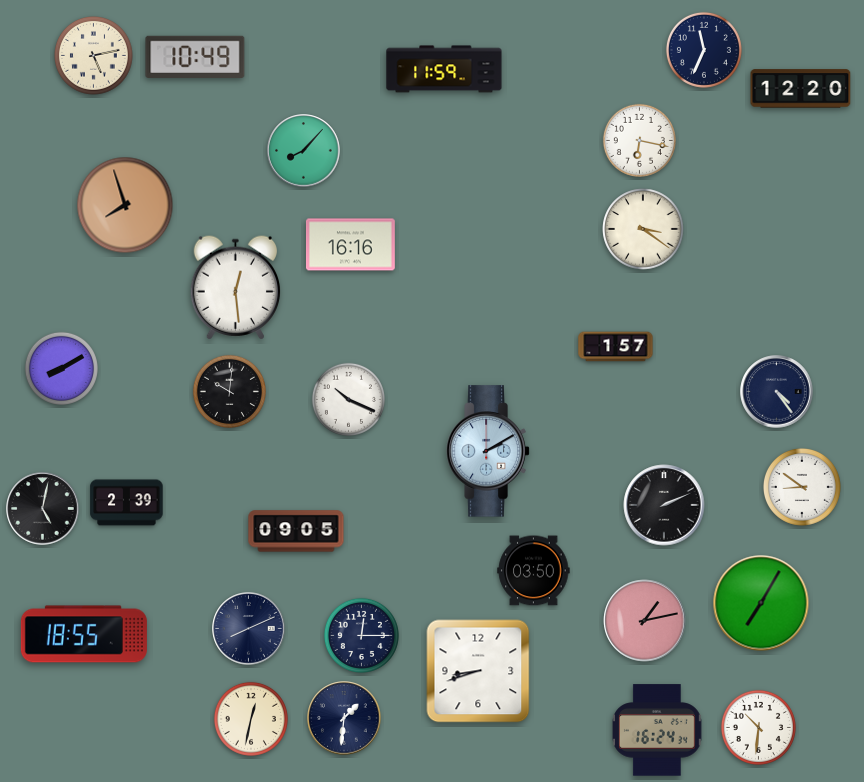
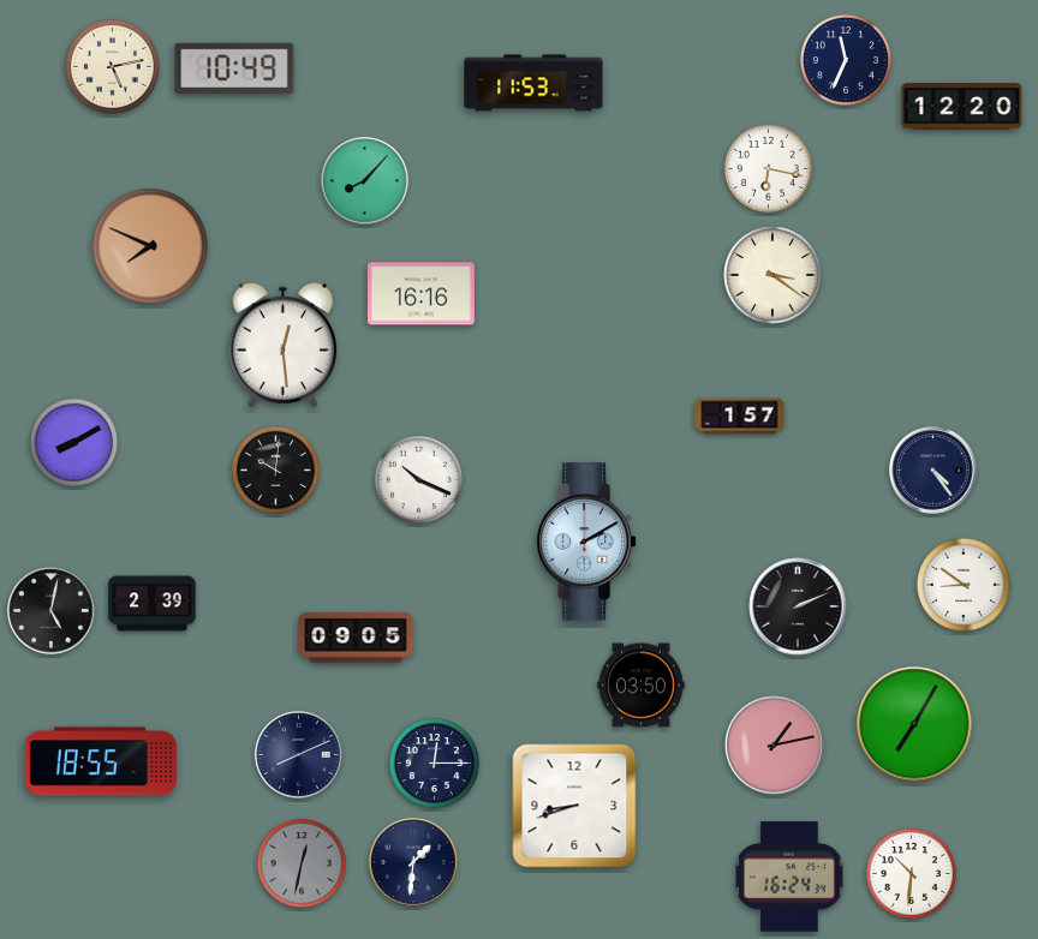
clock at (444, 69): 11:59 -> 11:53
clock at (125, 205): 7:57 -> 7:49
clock at (251, 719) dial: cream -> grey
